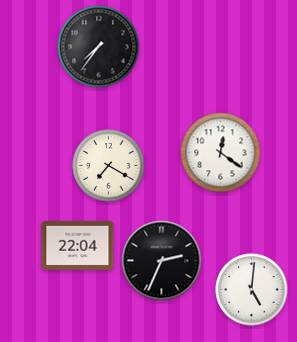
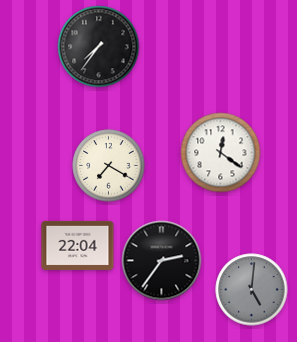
clock at (162, 261): 2:34 -> 2:36
clock at (252, 290) dial: white -> grey
